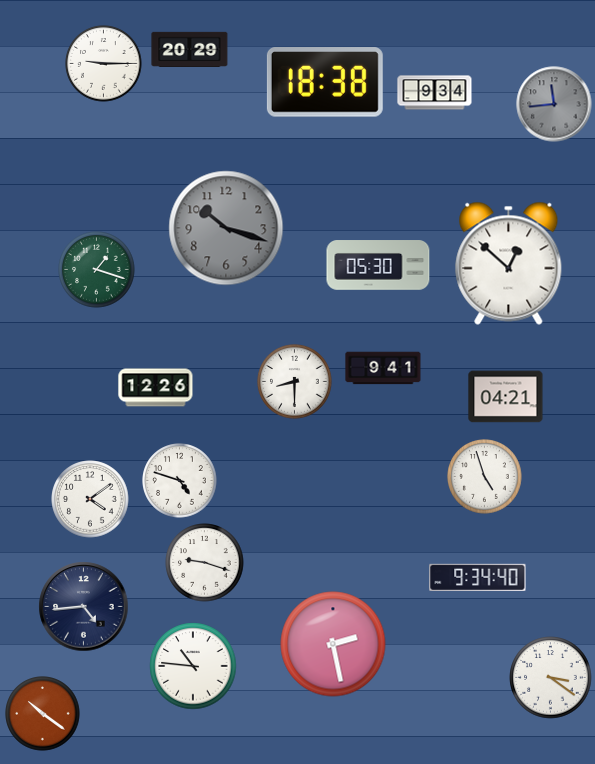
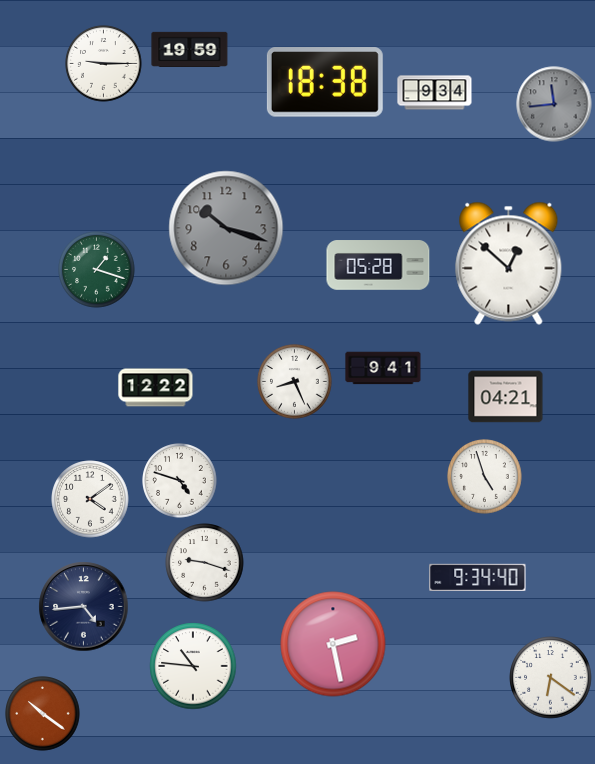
clock at (190, 49): 20:29 -> 19:59
clock at (378, 265): 05:30 -> 05:28
clock at (295, 382): 8:30 -> 8:26
clock at (156, 388): 12:26 -> 12:22
clock at (551, 678): 3:21 -> 6:21
